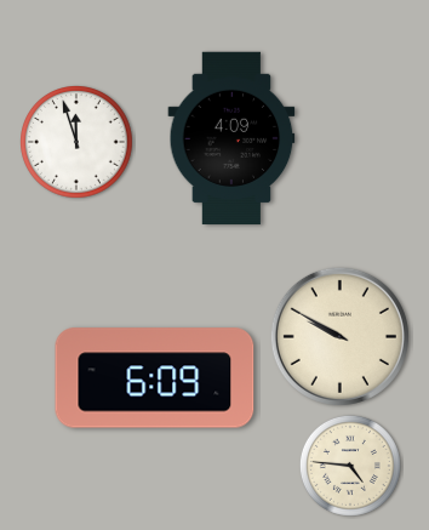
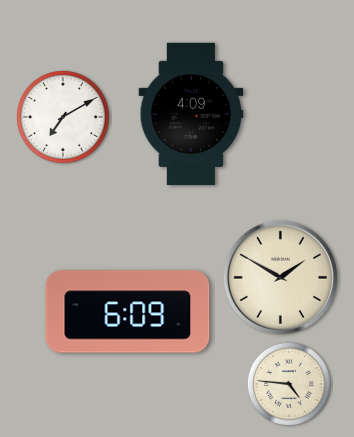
clock at (78, 143): 11:57 -> 7:10
clock at (339, 336): 9:50 -> 1:50
